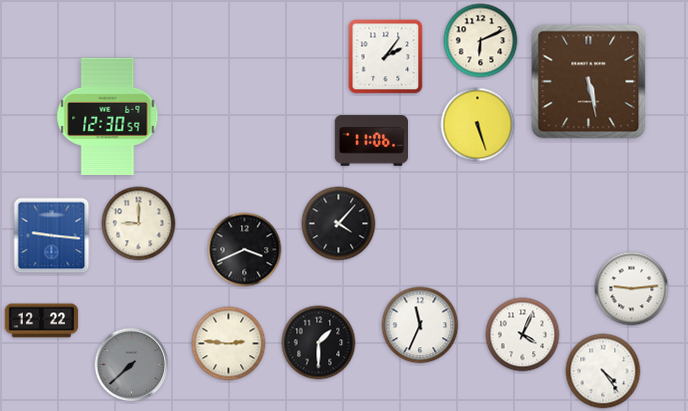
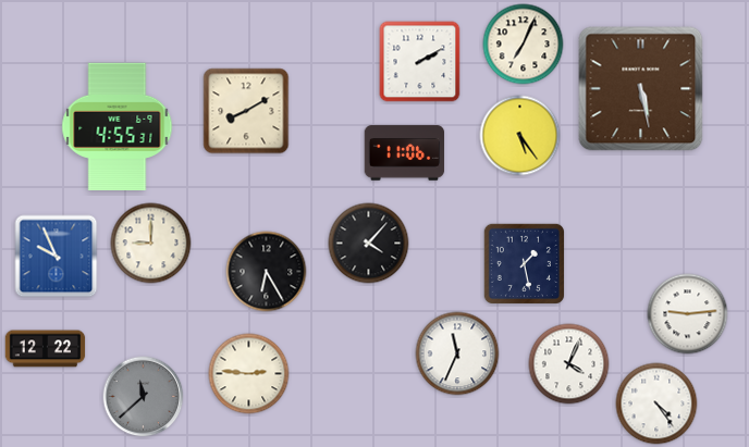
clock at (481, 41): 6:11 -> 7:04
clock at (386, 57): 2:06 -> 2:10
clock at (246, 111): none -> 8:10
clock at (108, 116): 12:30 -> 4:55
clock at (478, 125): 5:27 -> 5:24
clock at (52, 236): 9:16 -> 9:56
clock at (524, 263): none -> 1:28
clock at (245, 250): 3:41 -> 6:25
clock at (319, 343): 1:30 -> none
clock at (132, 365): 7:38 -> 11:38
